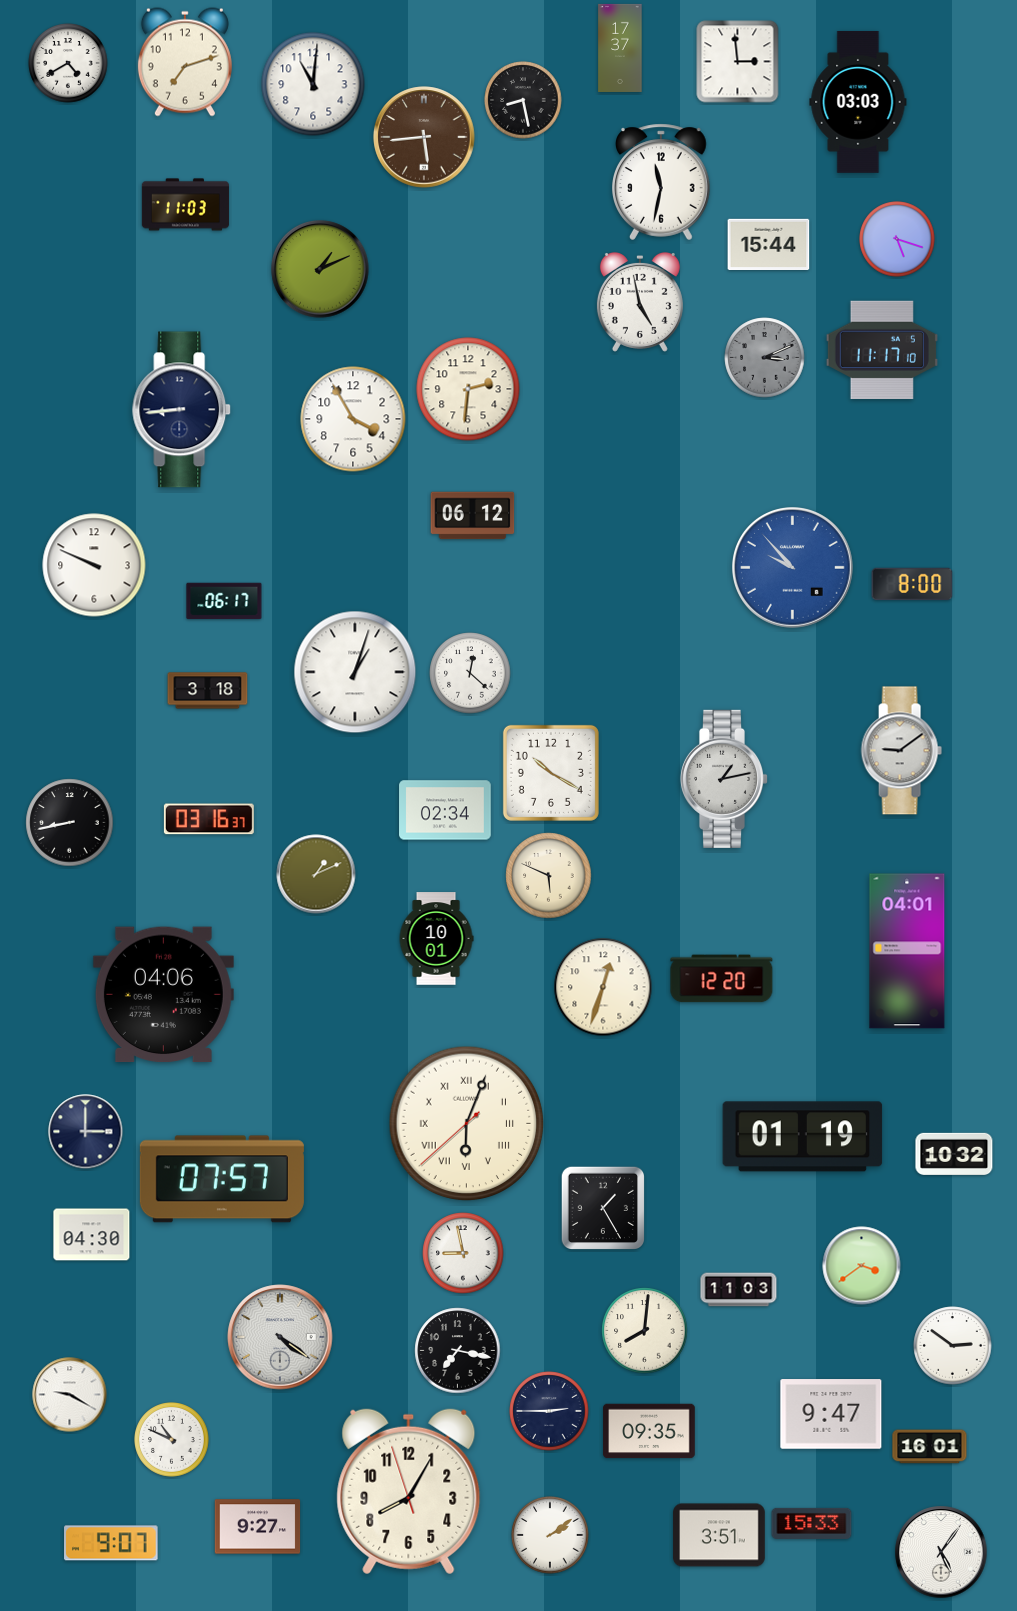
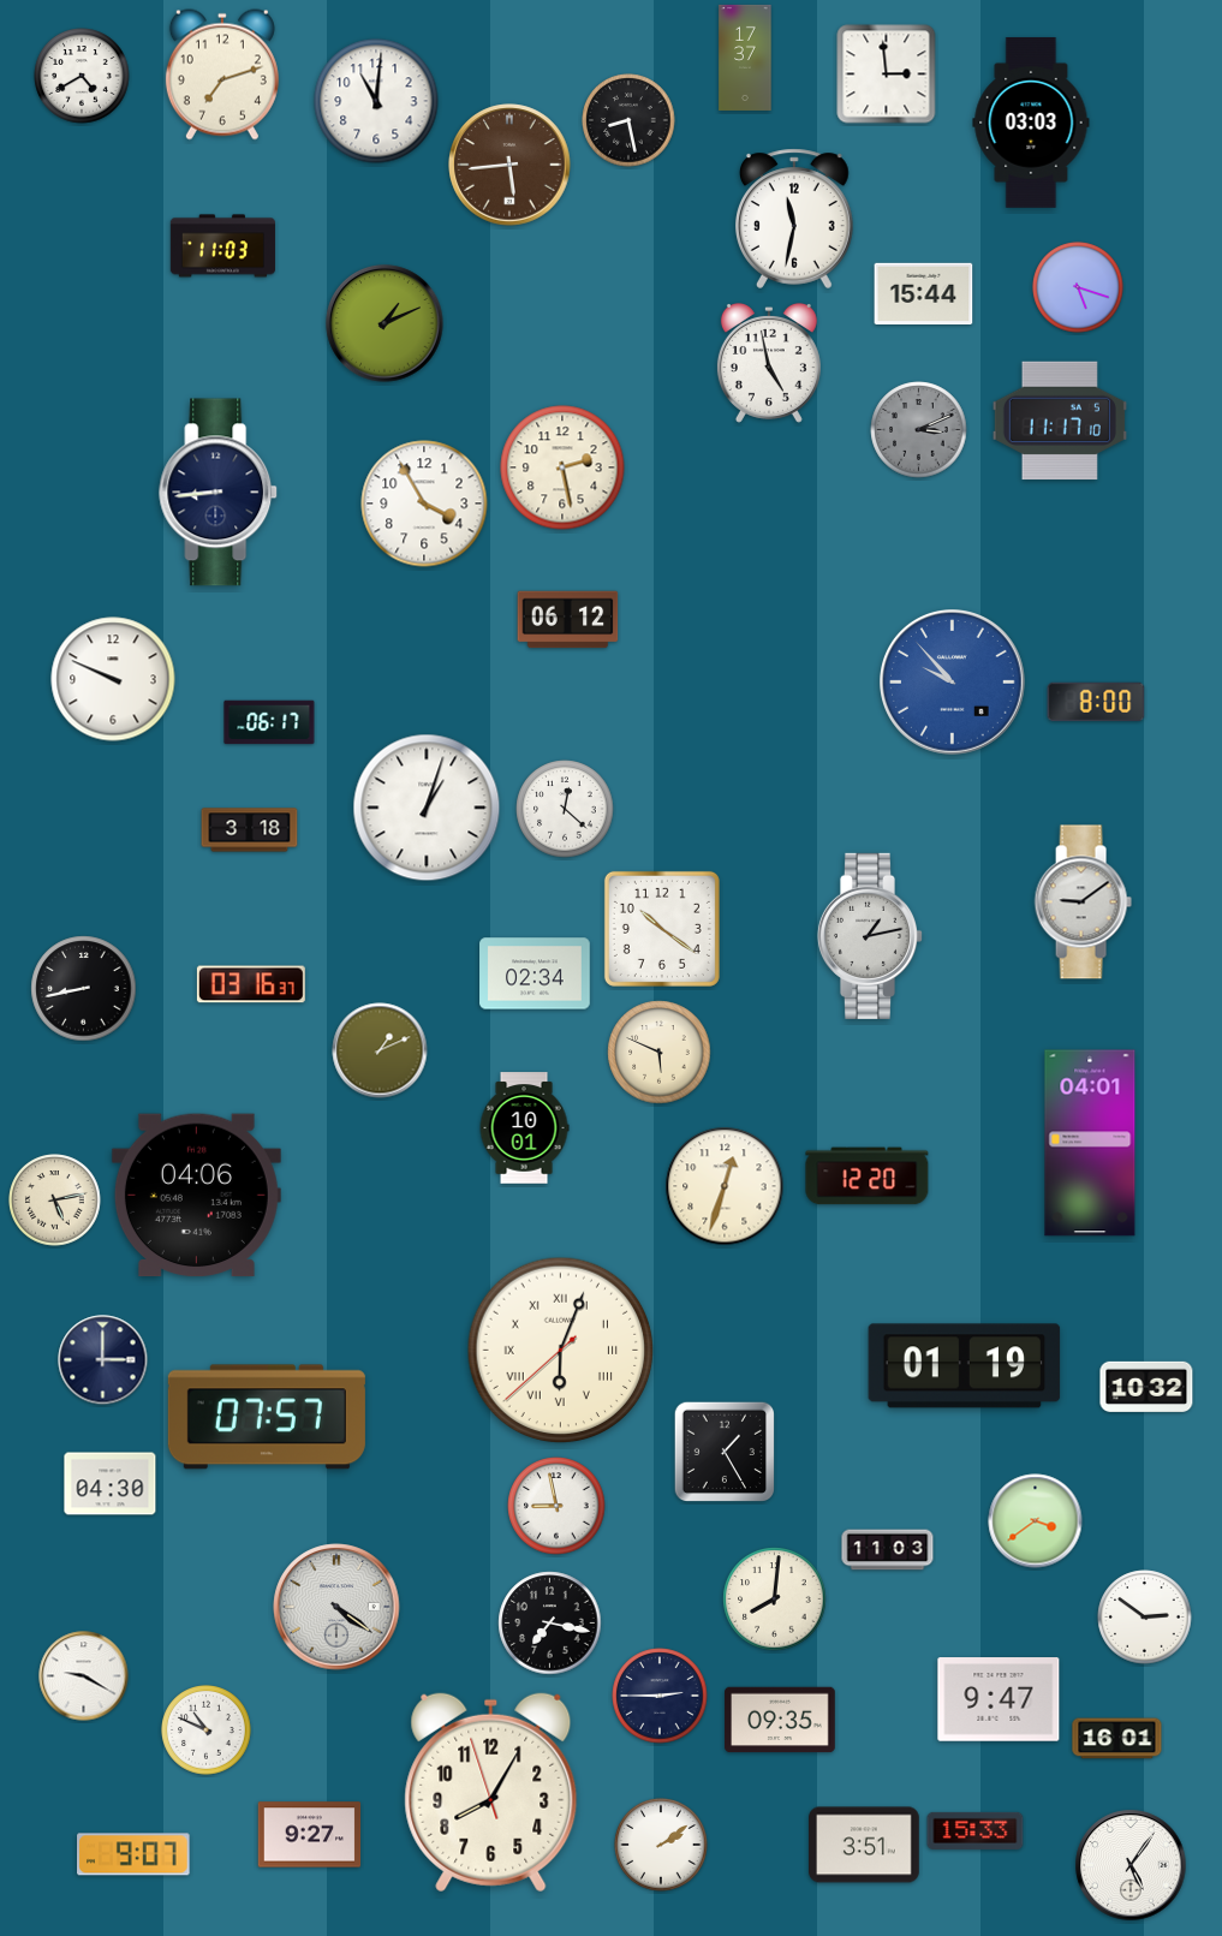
clock at (468, 389): 2:31 -> 2:28
clock at (551, 773): 10:20 -> 10:21
clock at (55, 1201): none -> 5:13
